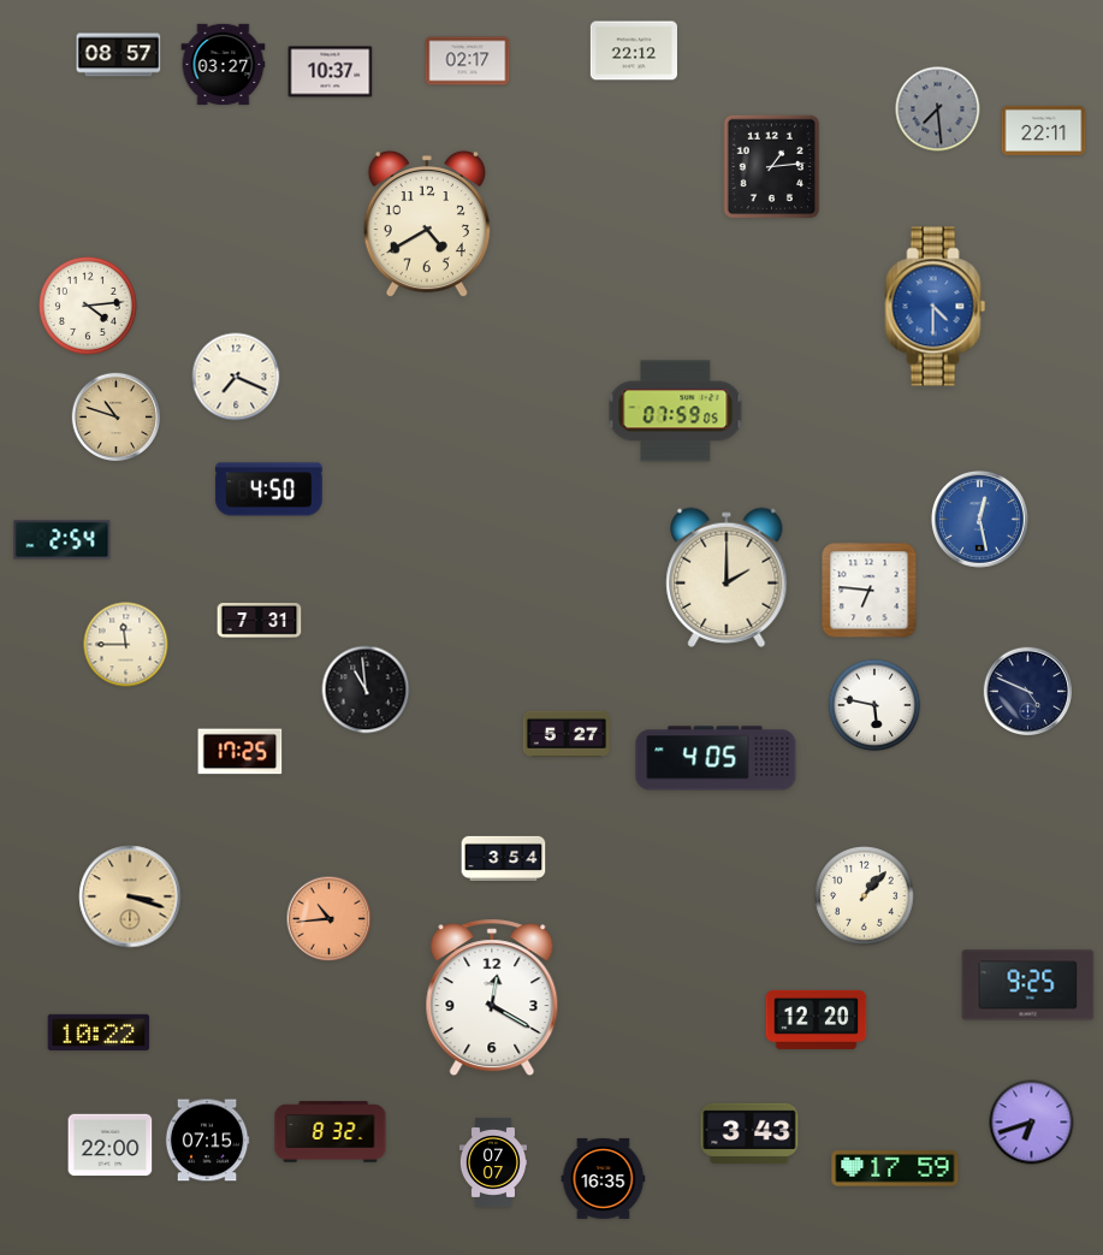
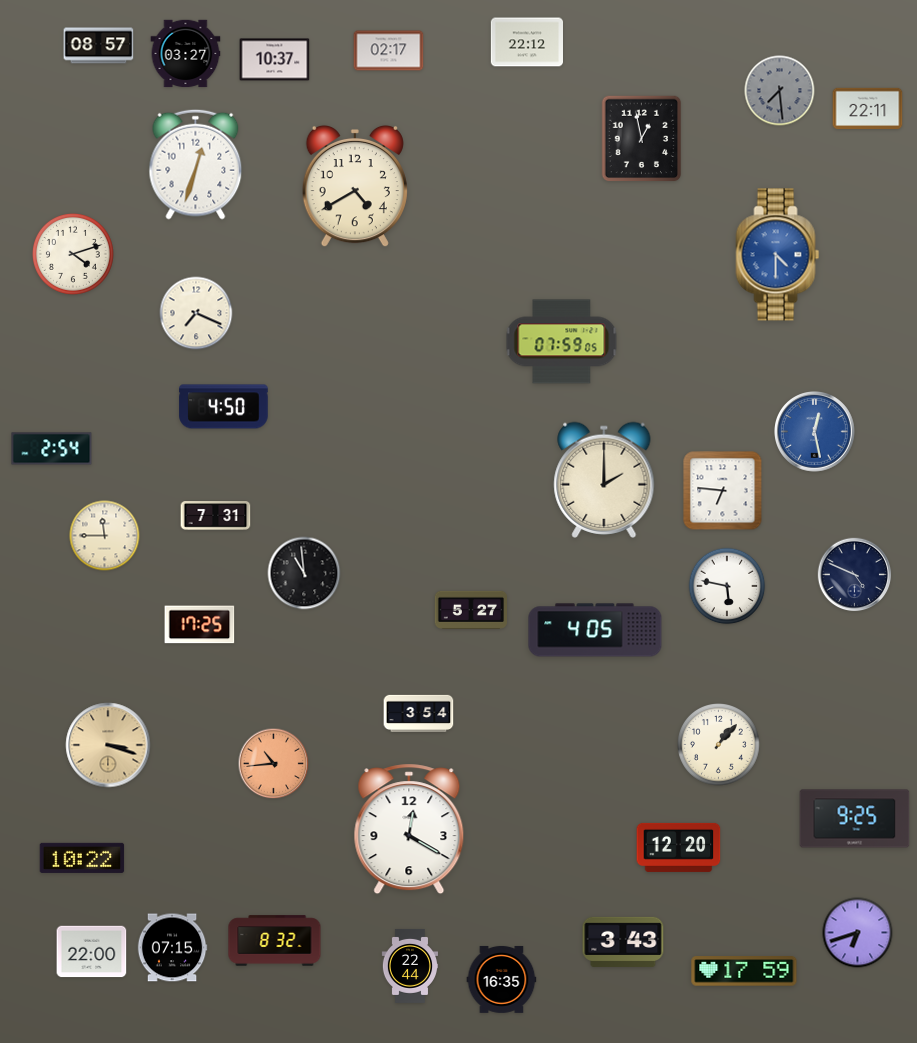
clock at (772, 167): 1:14 -> 12:58
clock at (196, 164): none -> 12:33
clock at (88, 306): 4:14 -> 4:12
clock at (117, 418): 10:48 -> none
clock at (492, 1162): 07:07 -> 22:44
